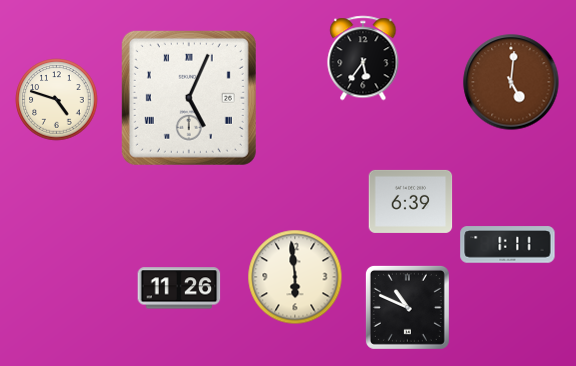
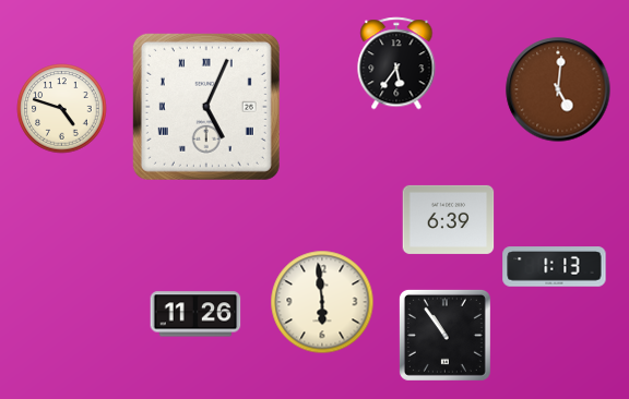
clock at (508, 245): 1:11 -> 1:13
clock at (407, 307): 10:49 -> 10:54
